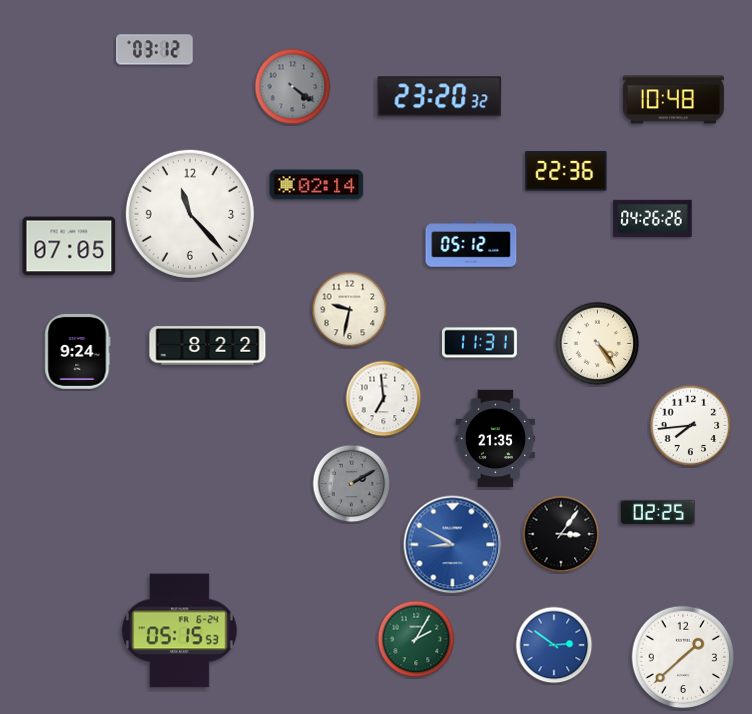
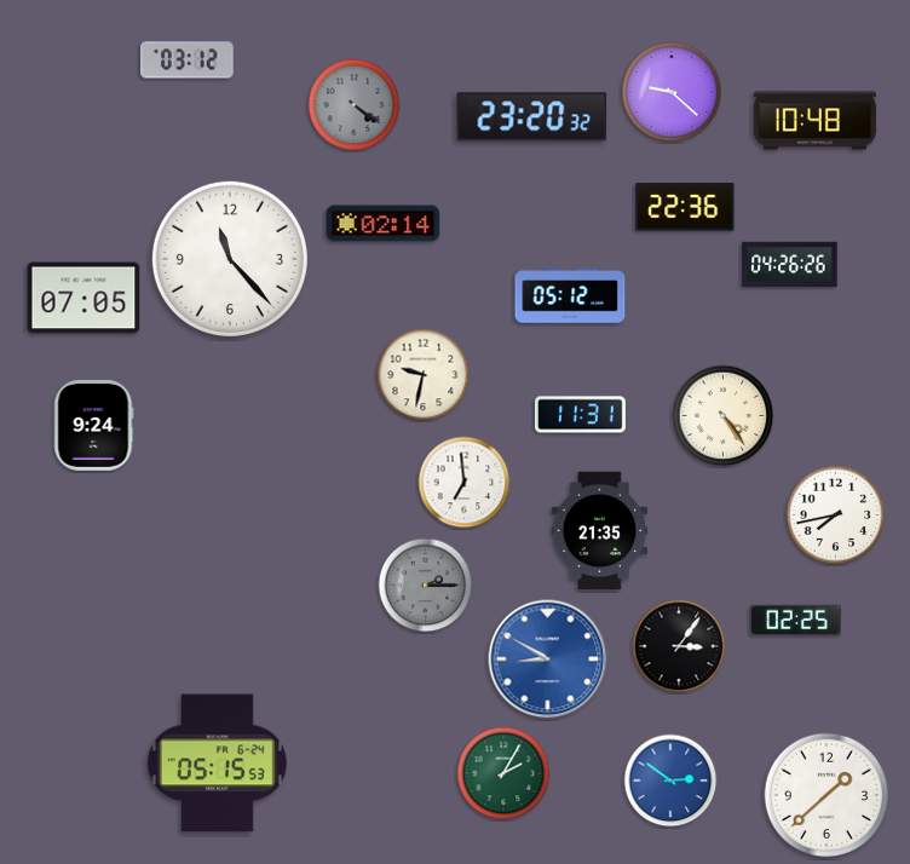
clock at (672, 92): none -> 9:22
clock at (208, 346): 8:22 -> none
clock at (691, 426): 7:44 -> 7:43
clock at (352, 484): 2:10 -> 2:15
